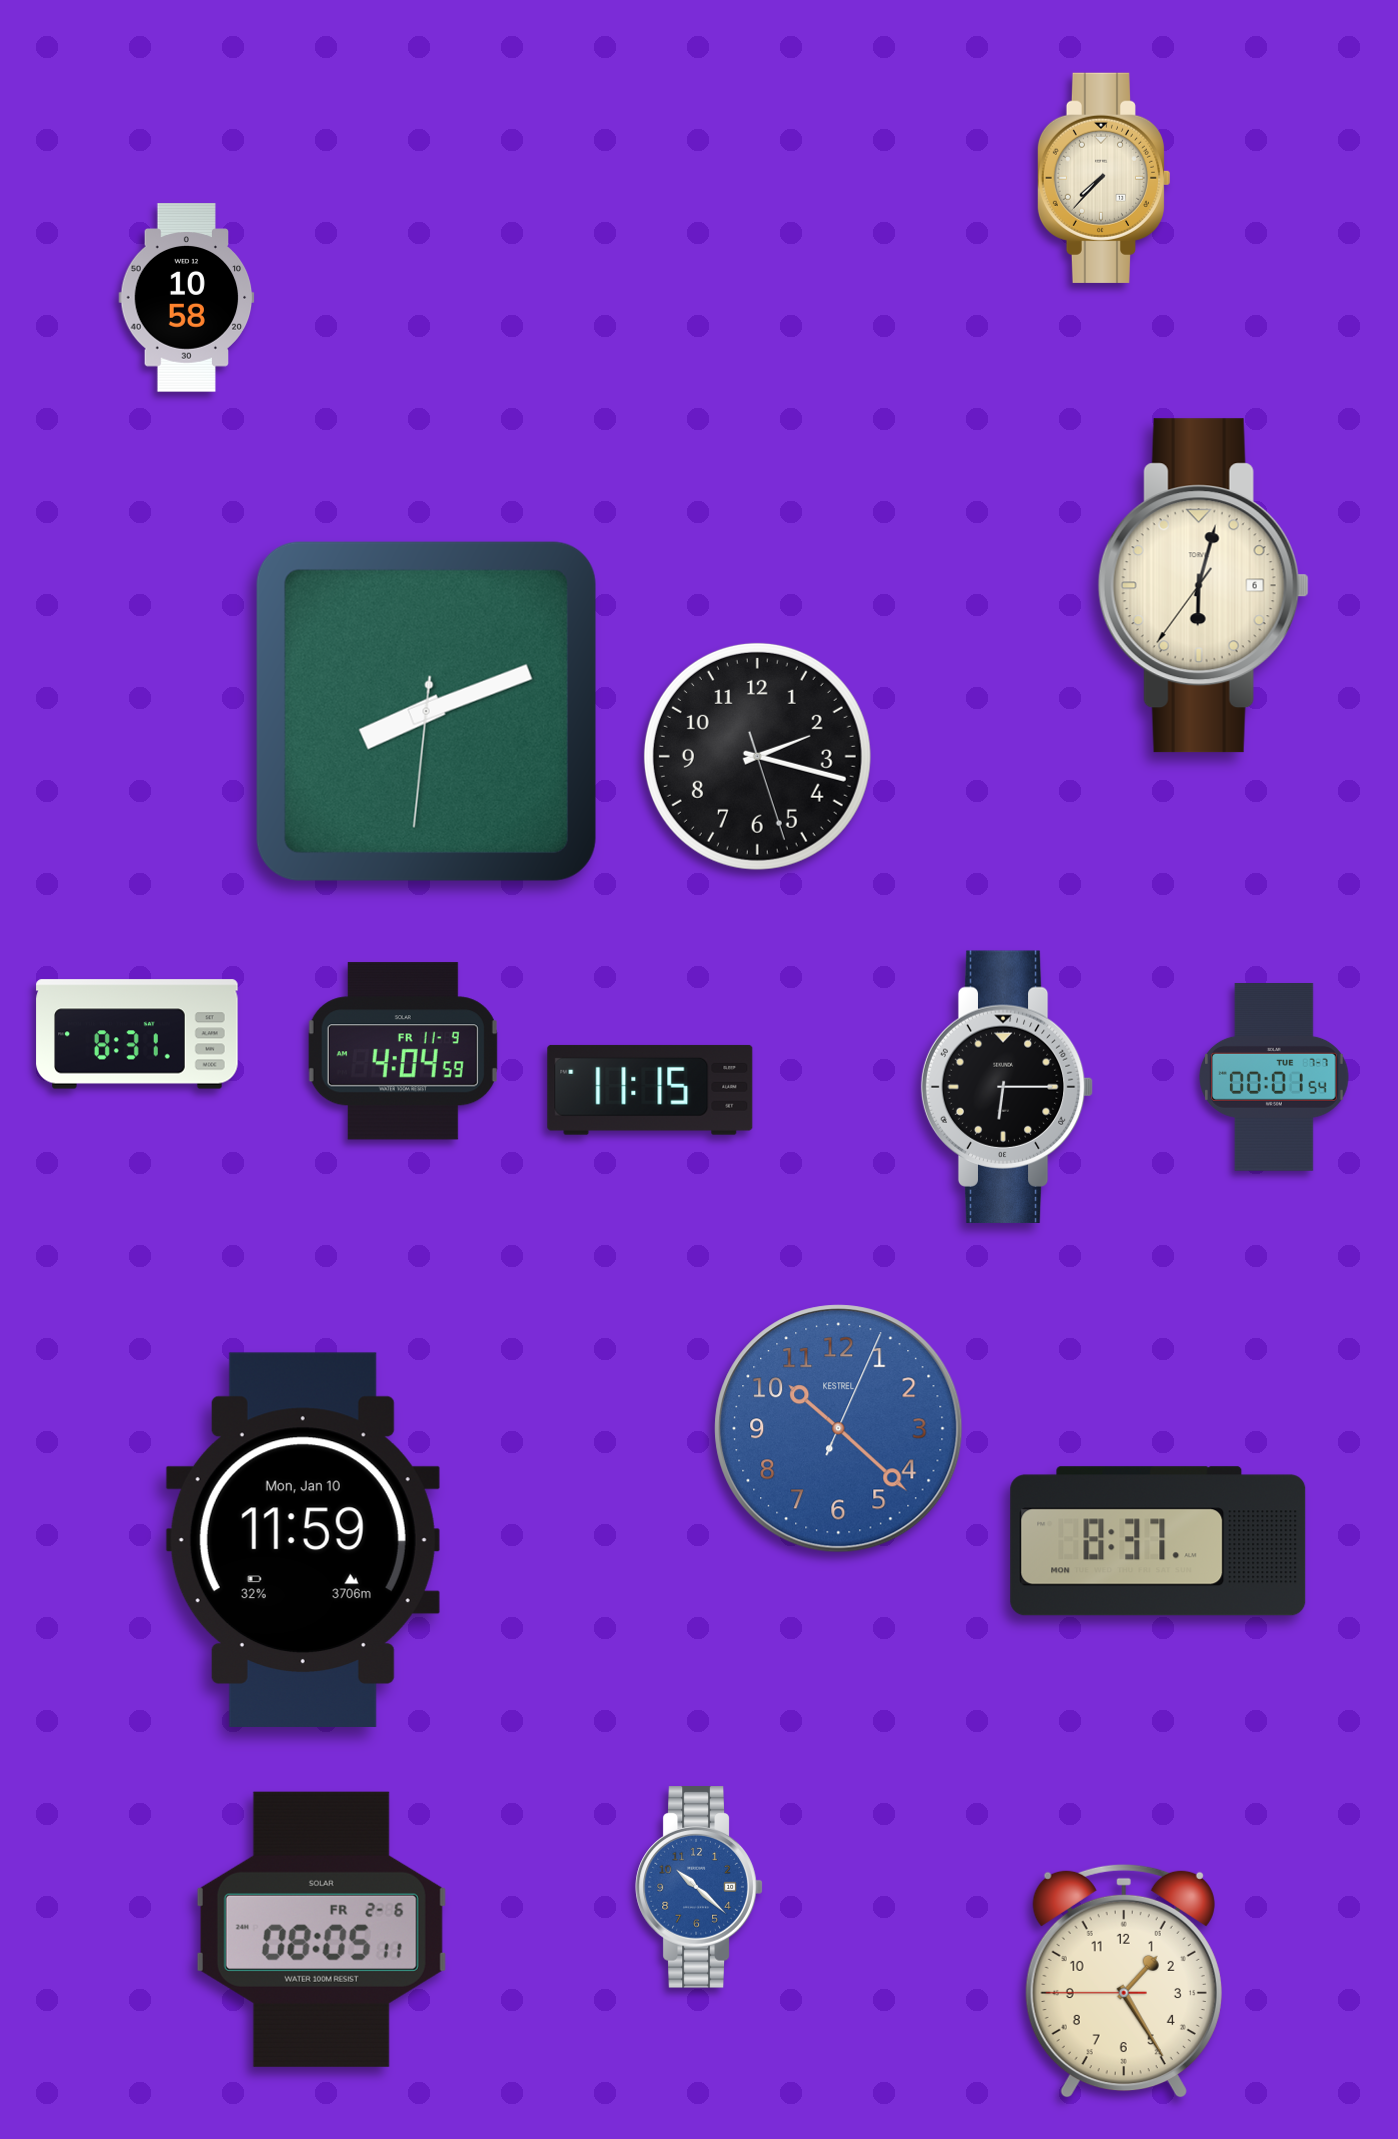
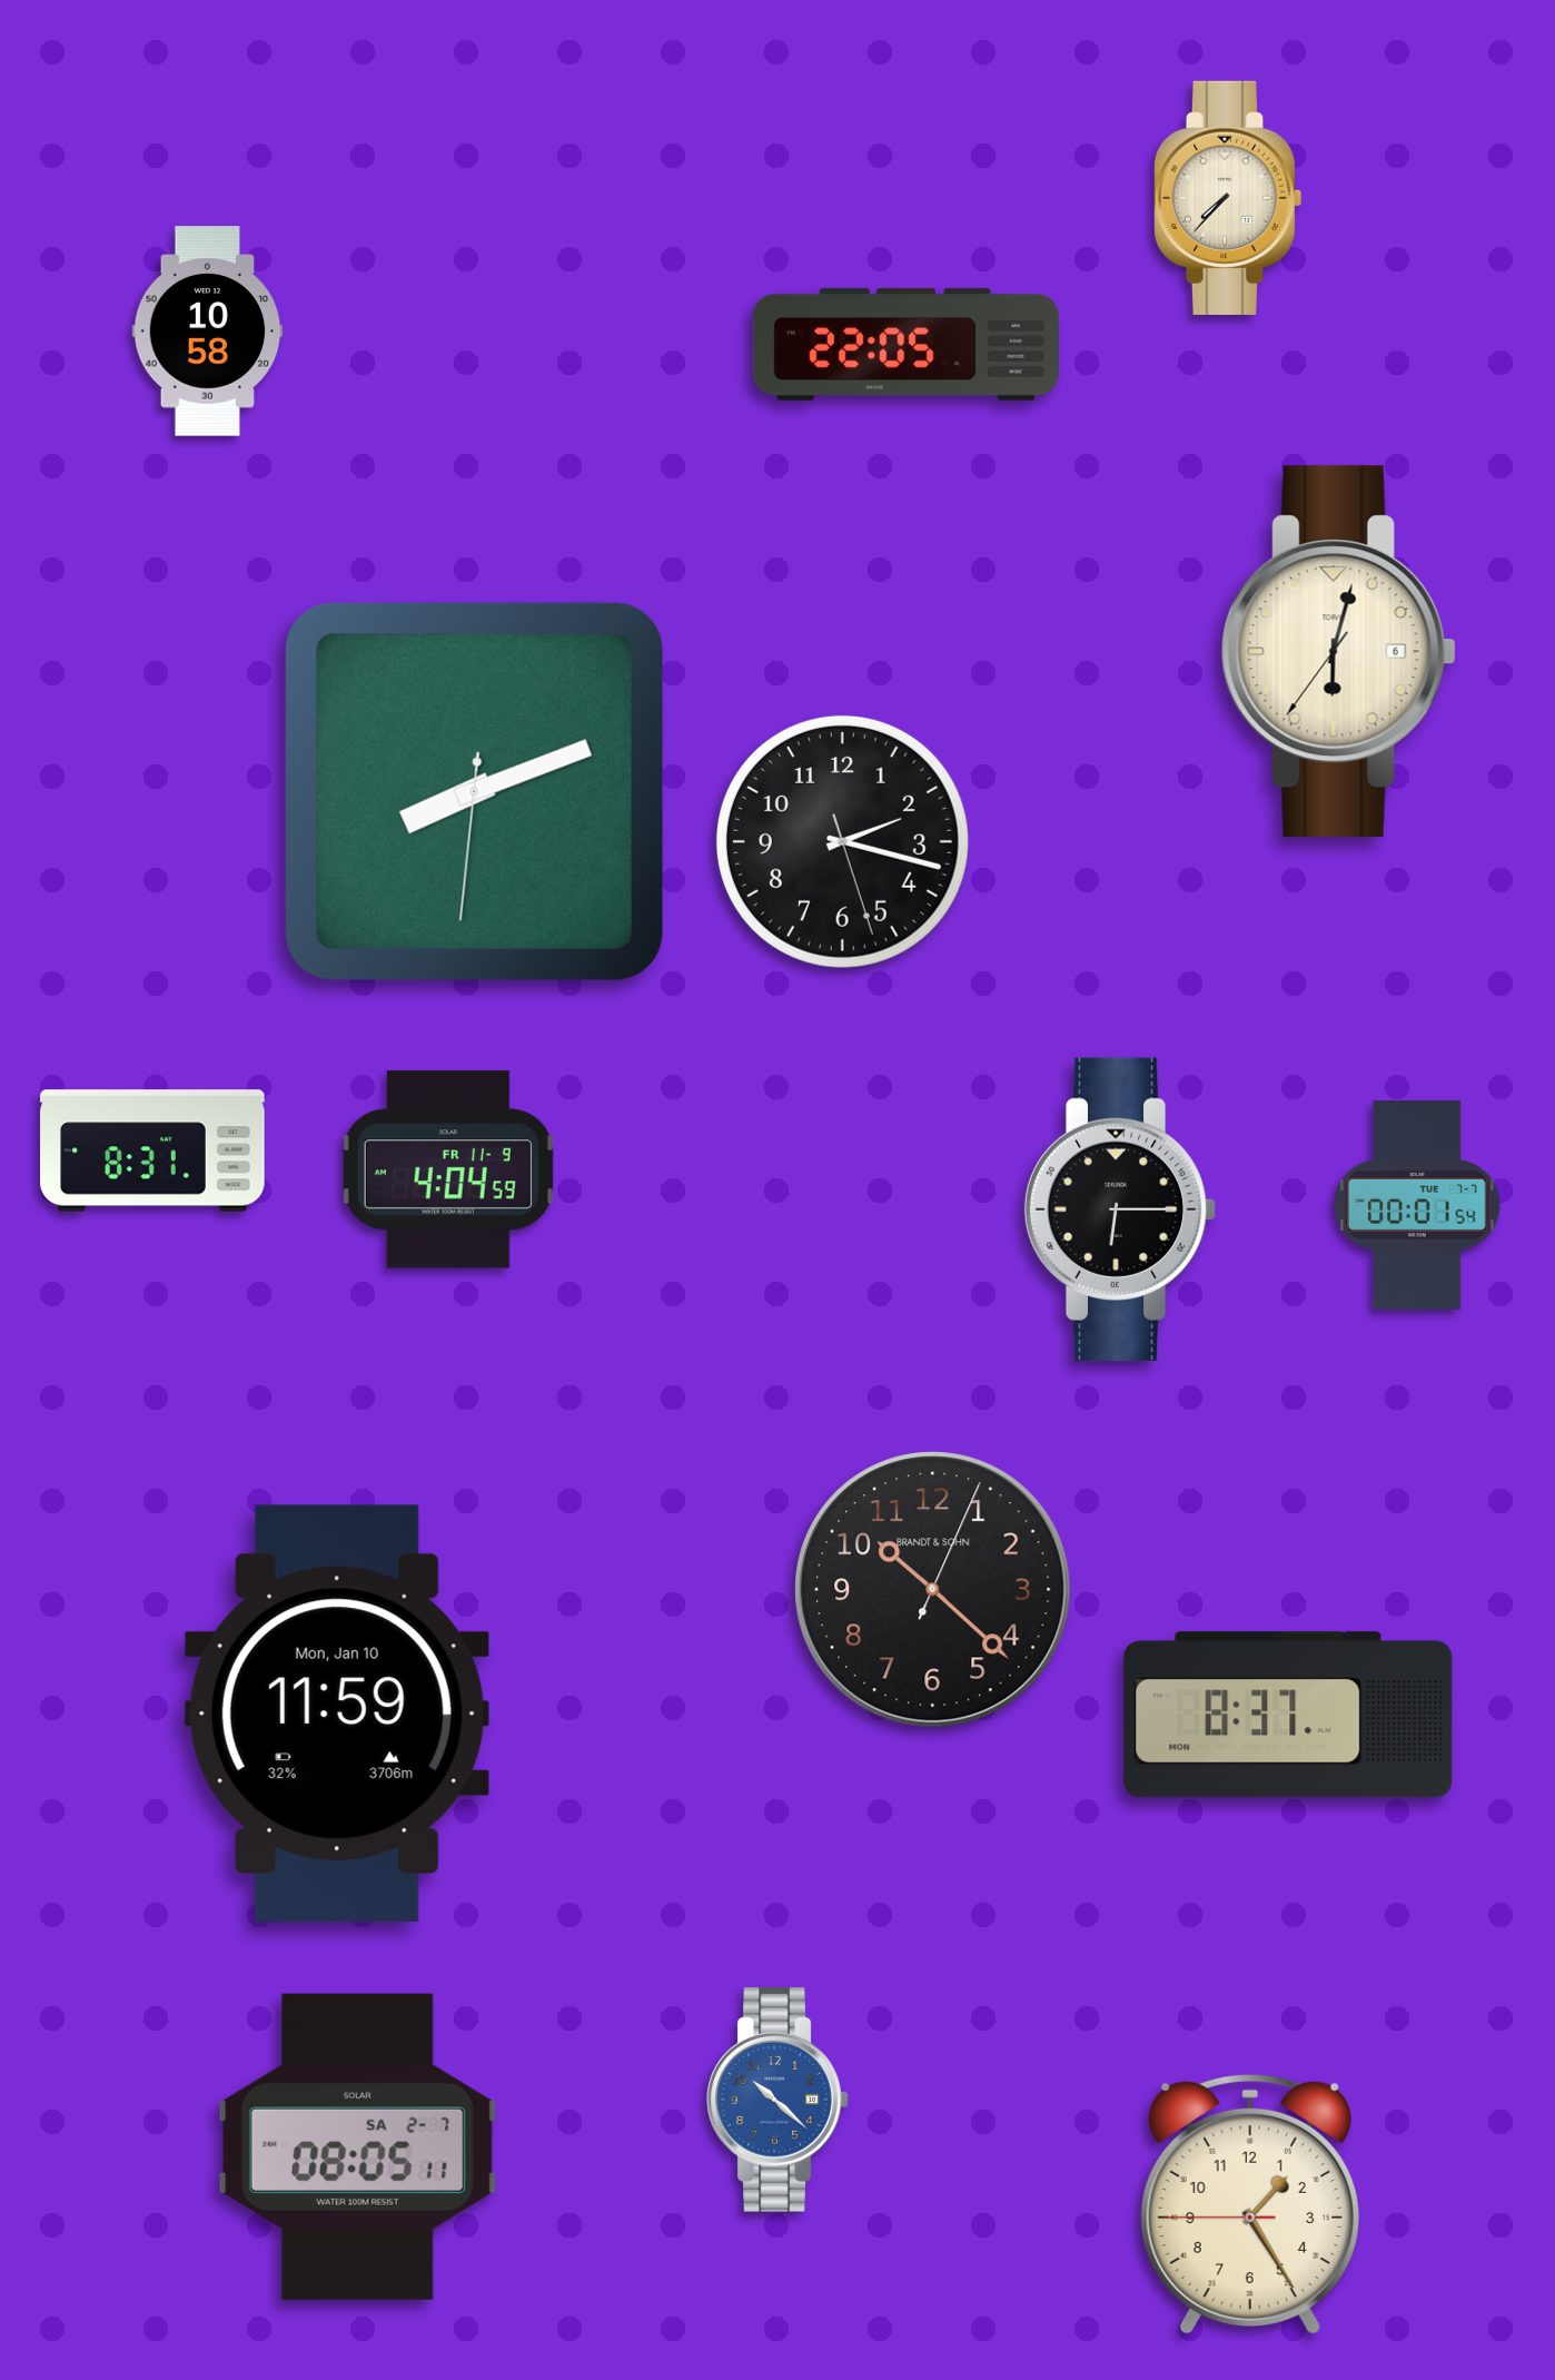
clock at (905, 344): none -> 22:05
clock at (1274, 1078) position: (1274, 1078) -> (1417, 1206)
clock at (650, 1090): 11:15 -> none
clock at (839, 1429) dial: blue -> black
clock at (839, 1429) brand: KESTREL -> BRANDT & SOHN
clock at (321, 1929) date: FR 2-6 -> SA 2-7
